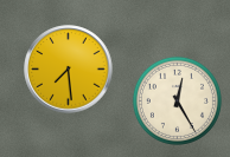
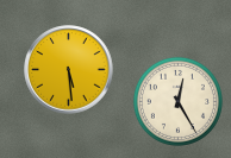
clock at (69, 70): 7:29 -> 5:29
